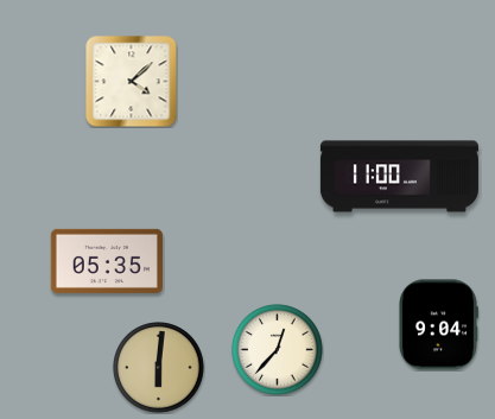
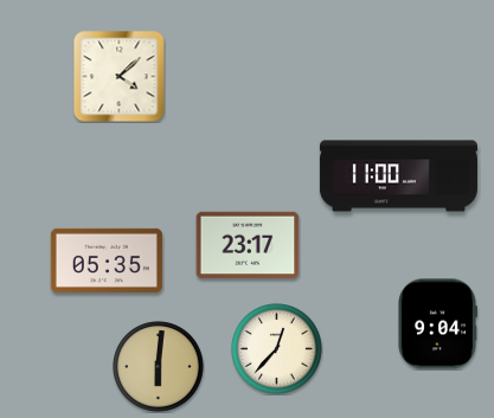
clock at (132, 82) position: (132, 82) -> (120, 77)
clock at (248, 245): none -> 23:17
